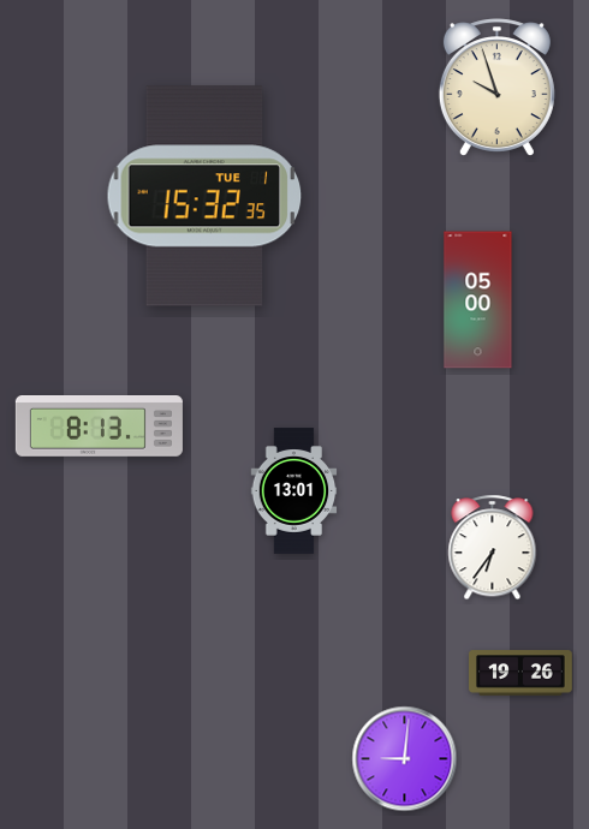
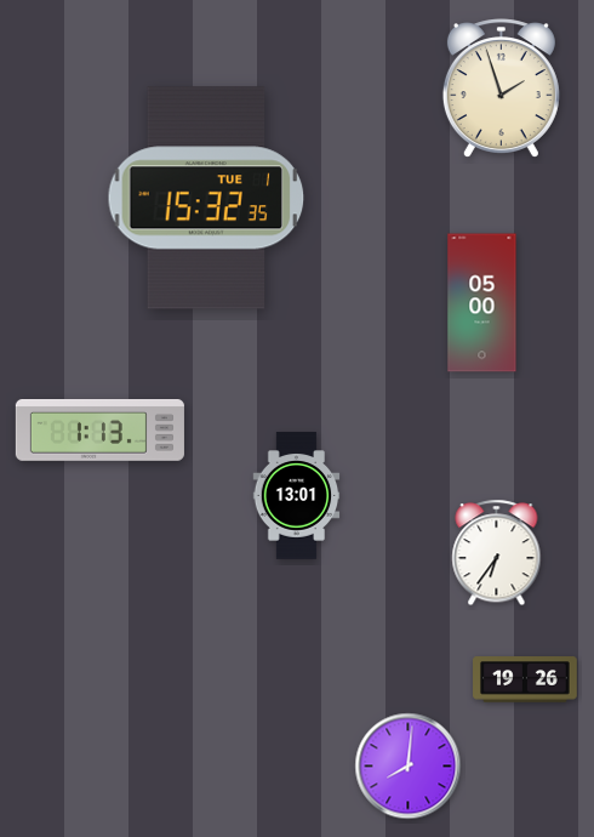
clock at (496, 87): 9:57 -> 1:57
clock at (99, 427): 8:13 -> 1:13
clock at (405, 759): 9:01 -> 8:01
